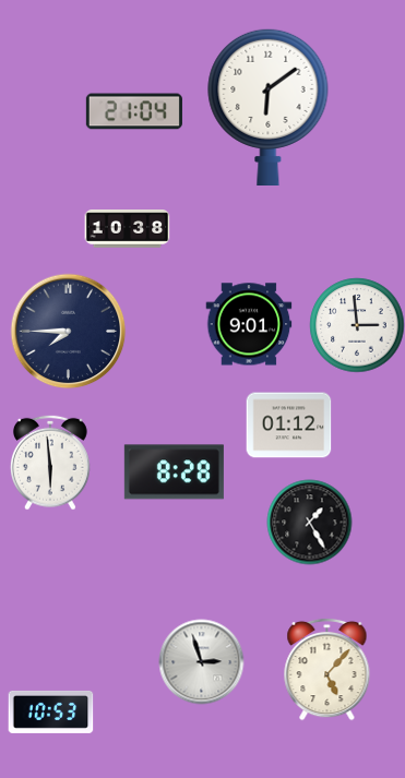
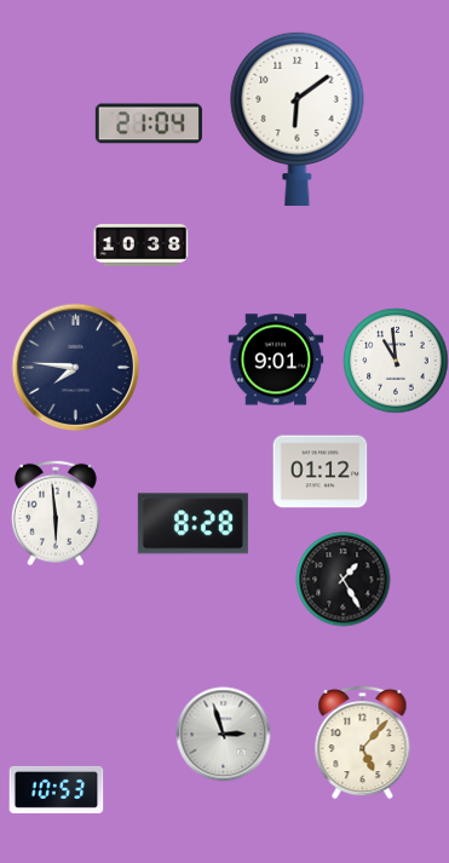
clock at (127, 229) position: (127, 229) -> (140, 246)
clock at (357, 325): 2:59 -> 10:59
clock at (68, 331): 7:45 -> 7:46
